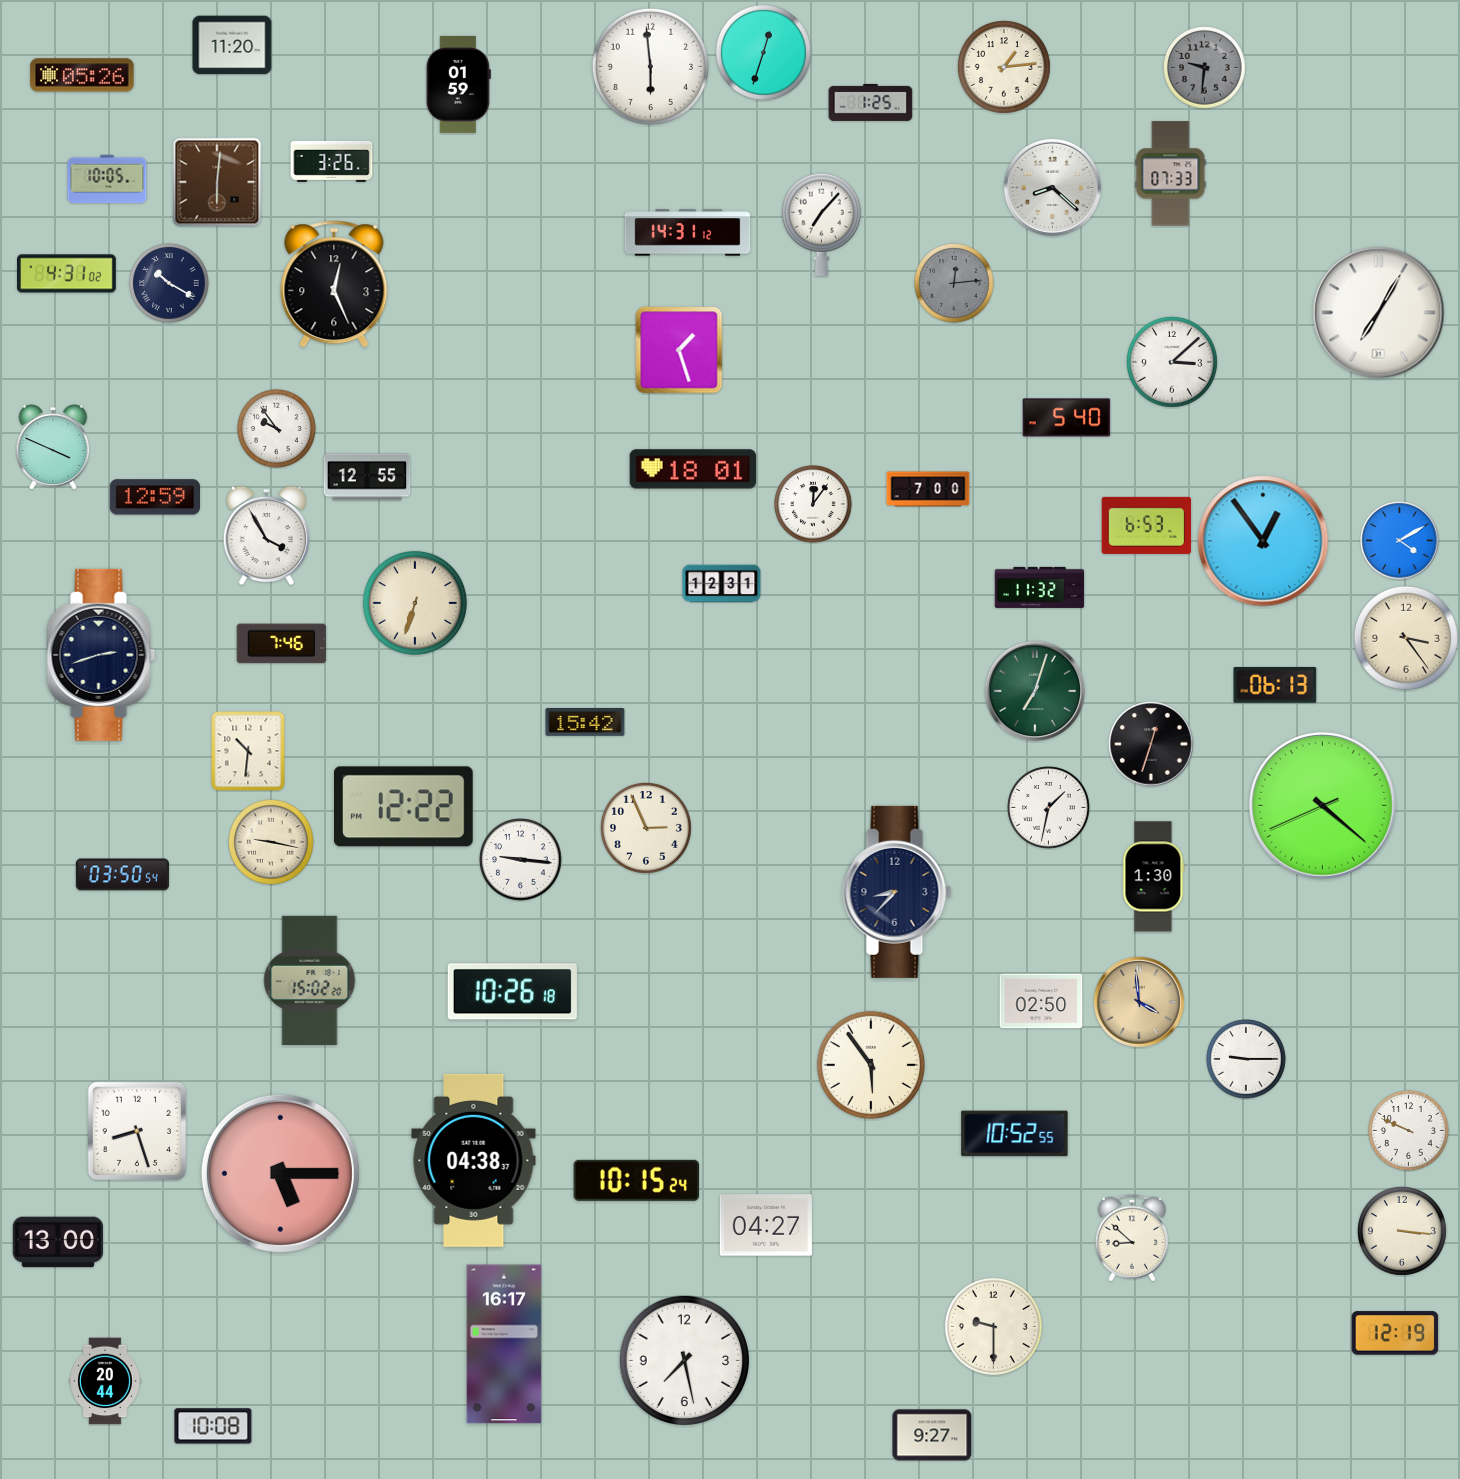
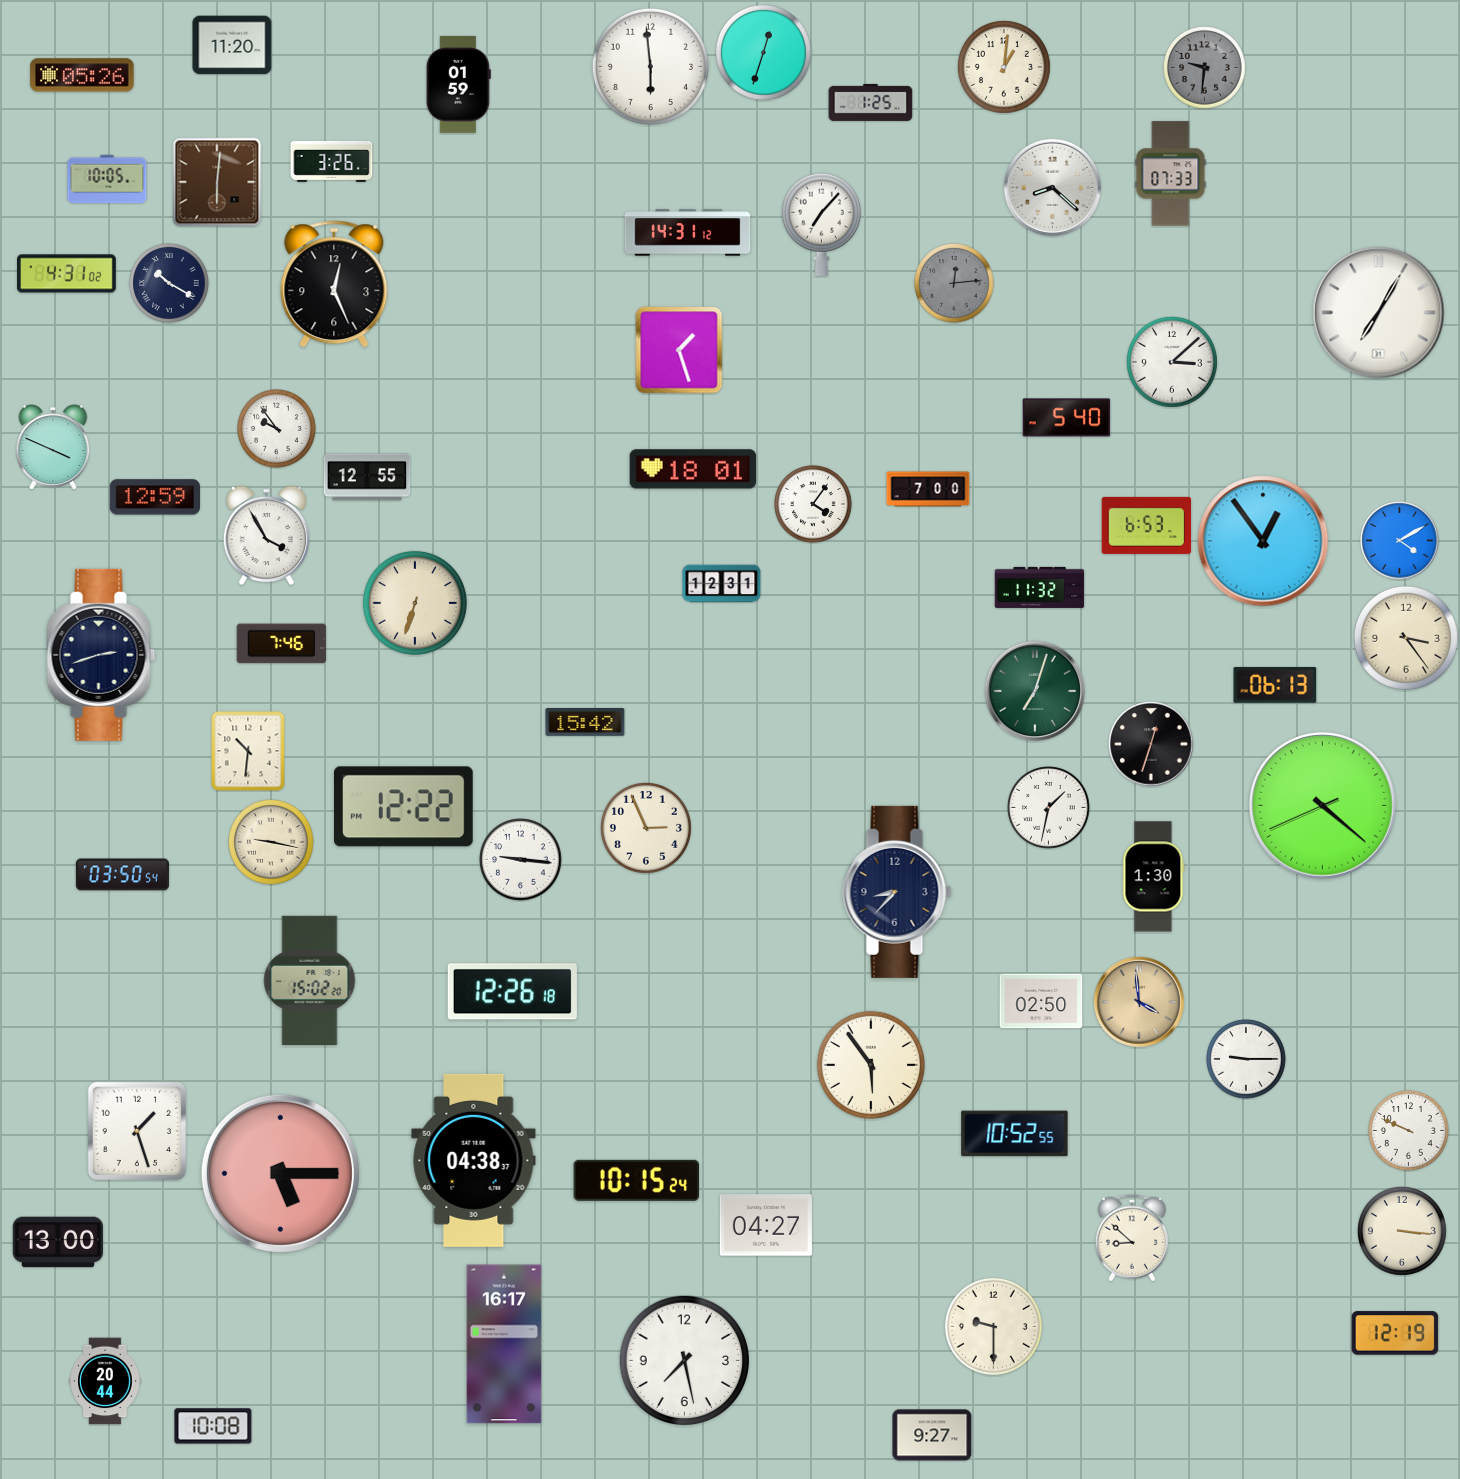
clock at (1004, 67): 1:14 -> 1:01
clock at (813, 504): 12:06 -> 4:06
clock at (512, 992): 10:26 -> 12:26
clock at (137, 1131): 8:27 -> 1:27
